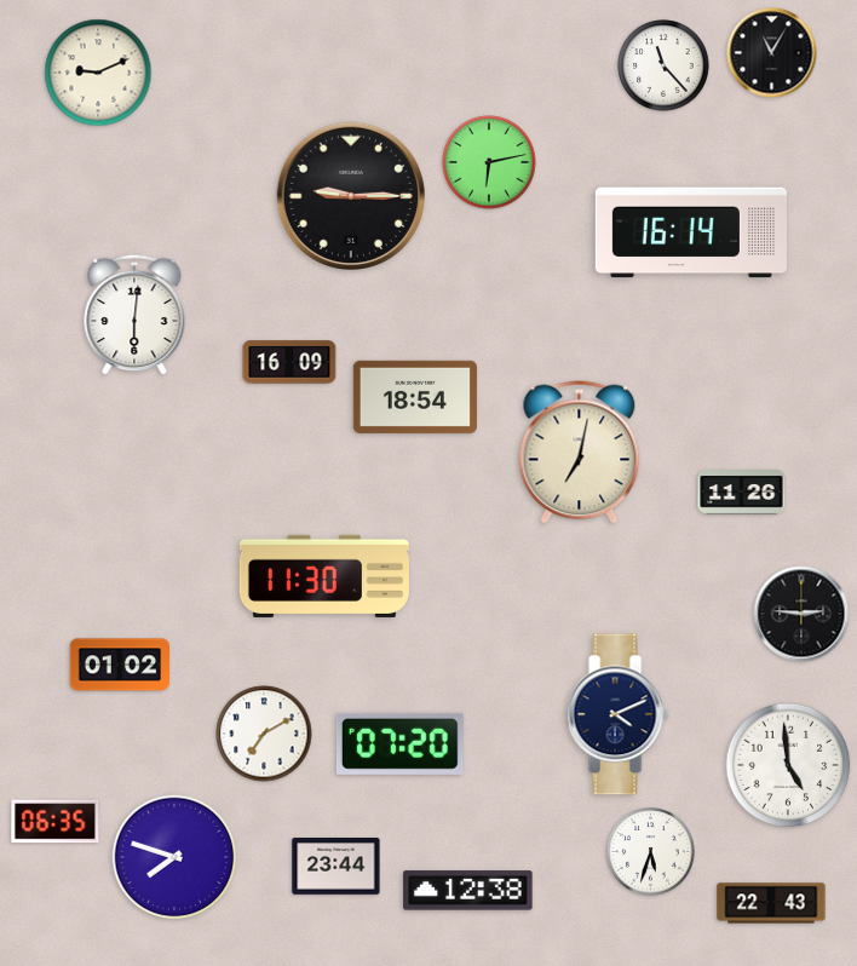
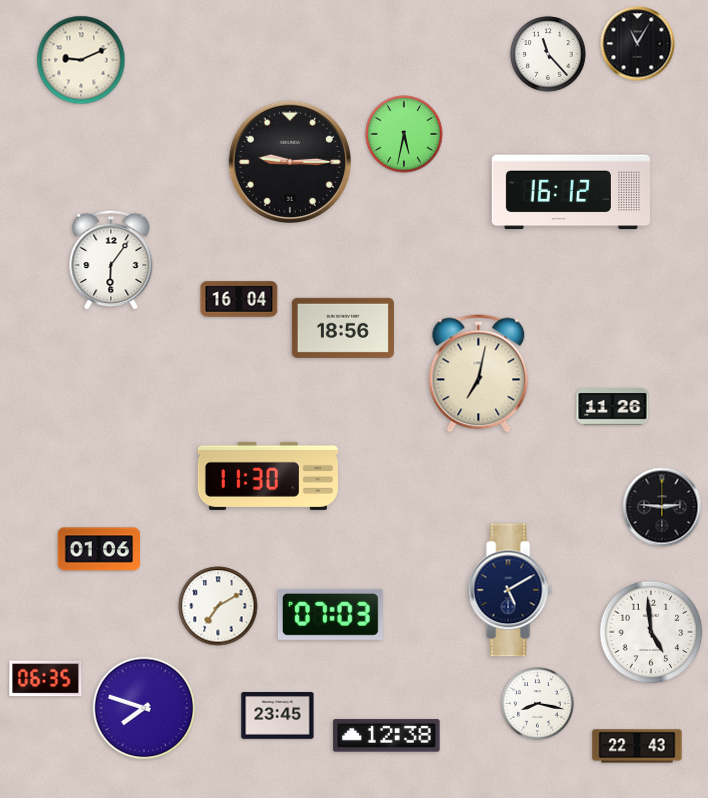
clock at (489, 162): 6:13 -> 5:32
clock at (691, 232): 16:14 -> 16:12
clock at (134, 315): 6:01 -> 6:06
clock at (289, 362): 16:09 -> 16:04
clock at (415, 397): 18:54 -> 18:56
clock at (119, 665): 01:02 -> 01:06
clock at (617, 714): 4:11 -> 5:10
clock at (399, 743): 07:20 -> 07:03
clock at (651, 852): 5:33 -> 8:17
clock at (337, 867): 23:44 -> 23:45
